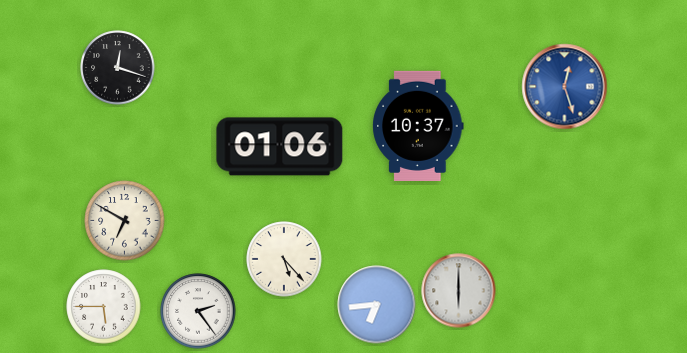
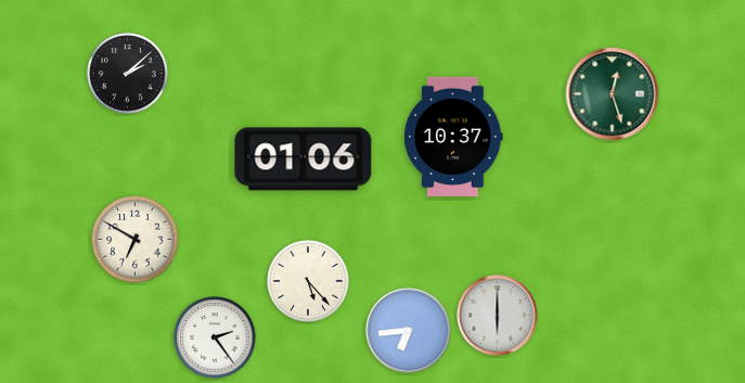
clock at (118, 68): 12:18 -> 2:08
clock at (565, 87) dial: blue -> green
clock at (104, 307): 5:45 -> none
